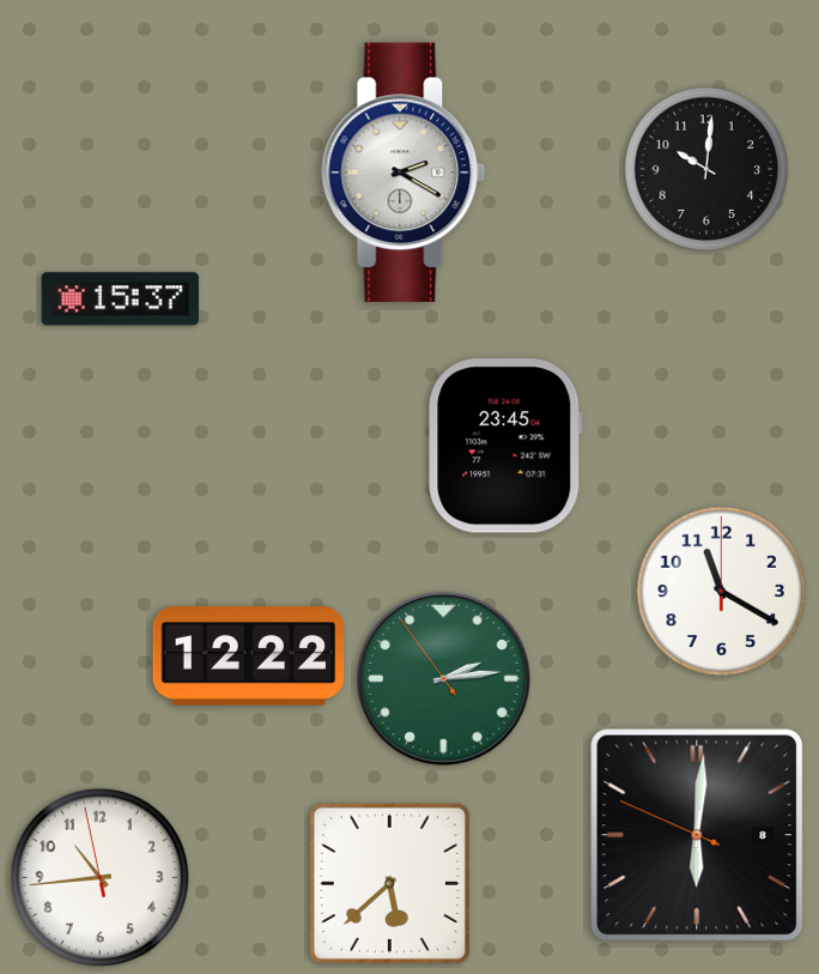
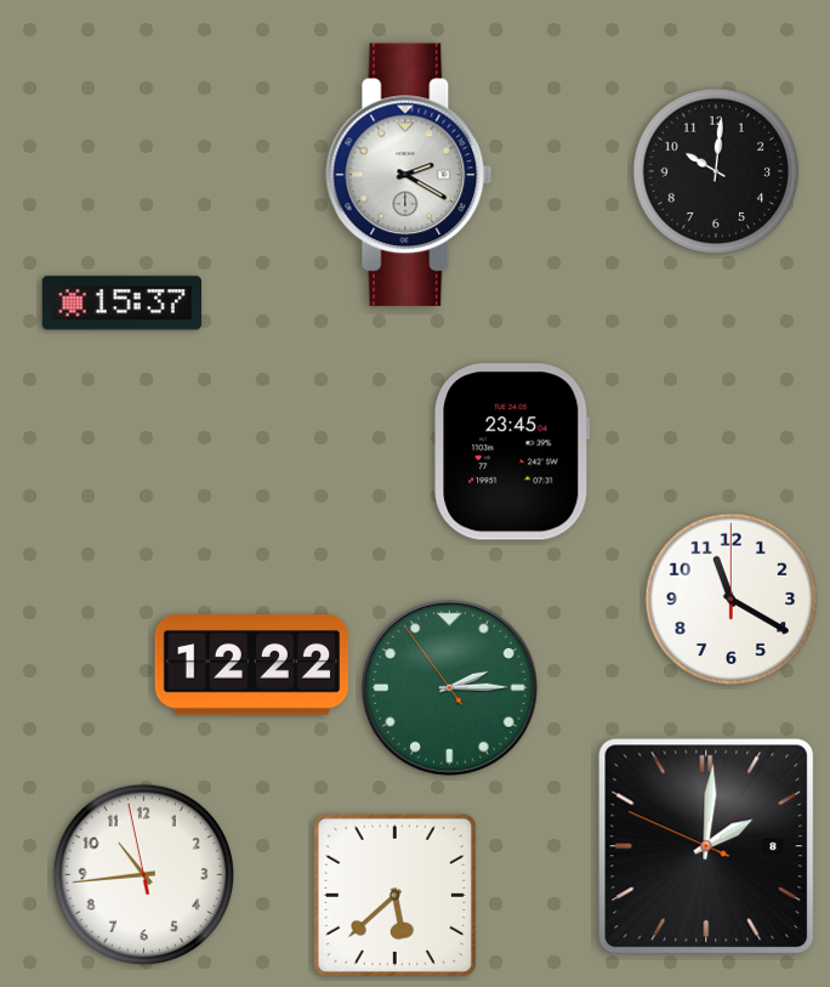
clock at (444, 679): 2:13 -> 2:14
clock at (697, 835): 6:00 -> 2:00
clock at (99, 877) position: (99, 877) -> (143, 874)
